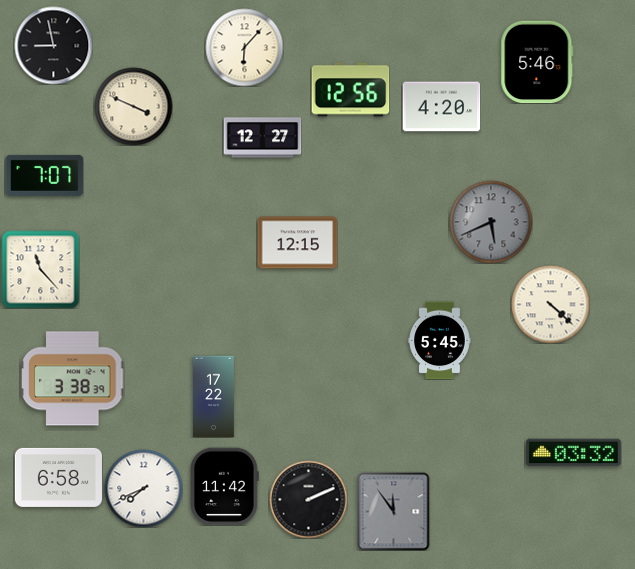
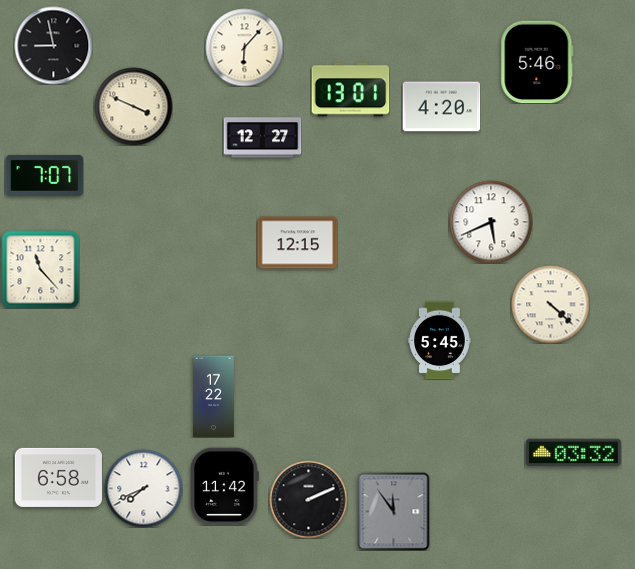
clock at (350, 90): 12:56 -> 13:01
clock at (491, 222) dial: grey -> white
clock at (73, 379): 3:38 -> none
